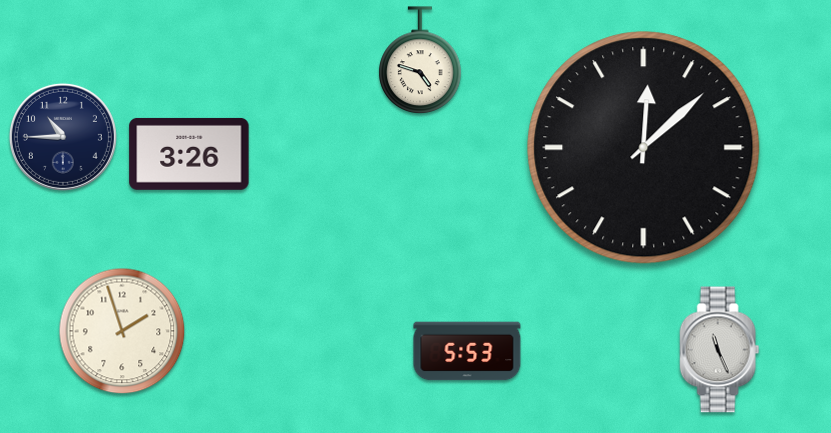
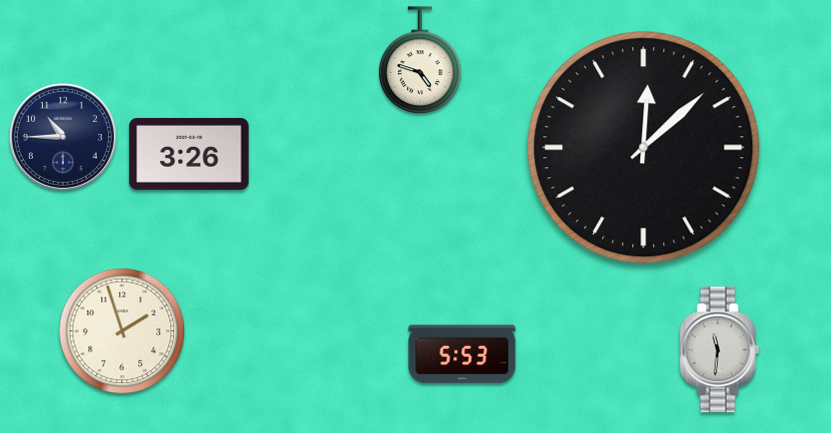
clock at (720, 350): 11:26 -> 11:31
clock at (467, 351) position: (467, 351) -> (462, 354)
